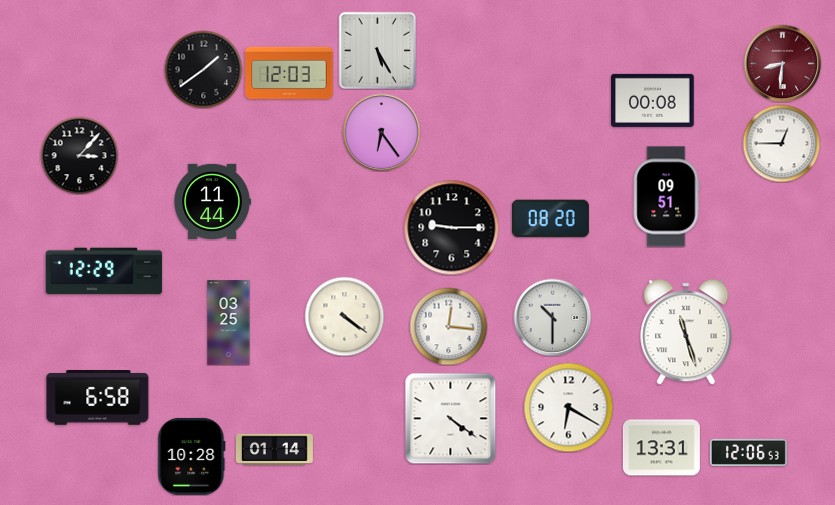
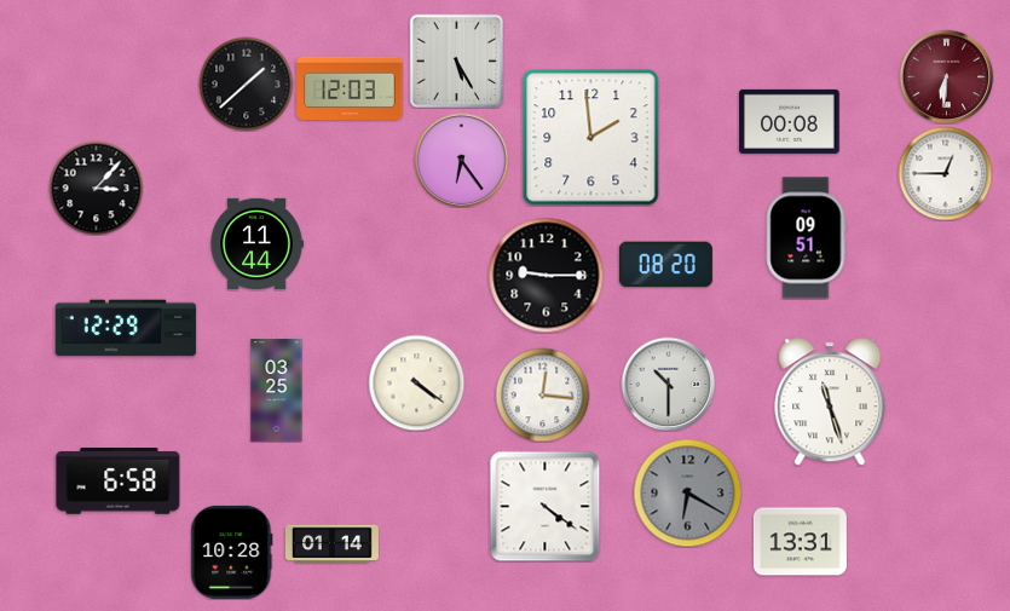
clock at (782, 63): 8:31 -> 6:31
clock at (203, 69): 1:39 -> 1:38
clock at (591, 138): none -> 1:59
clock at (568, 407) dial: white -> grey
clock at (748, 452): 12:06 -> none
